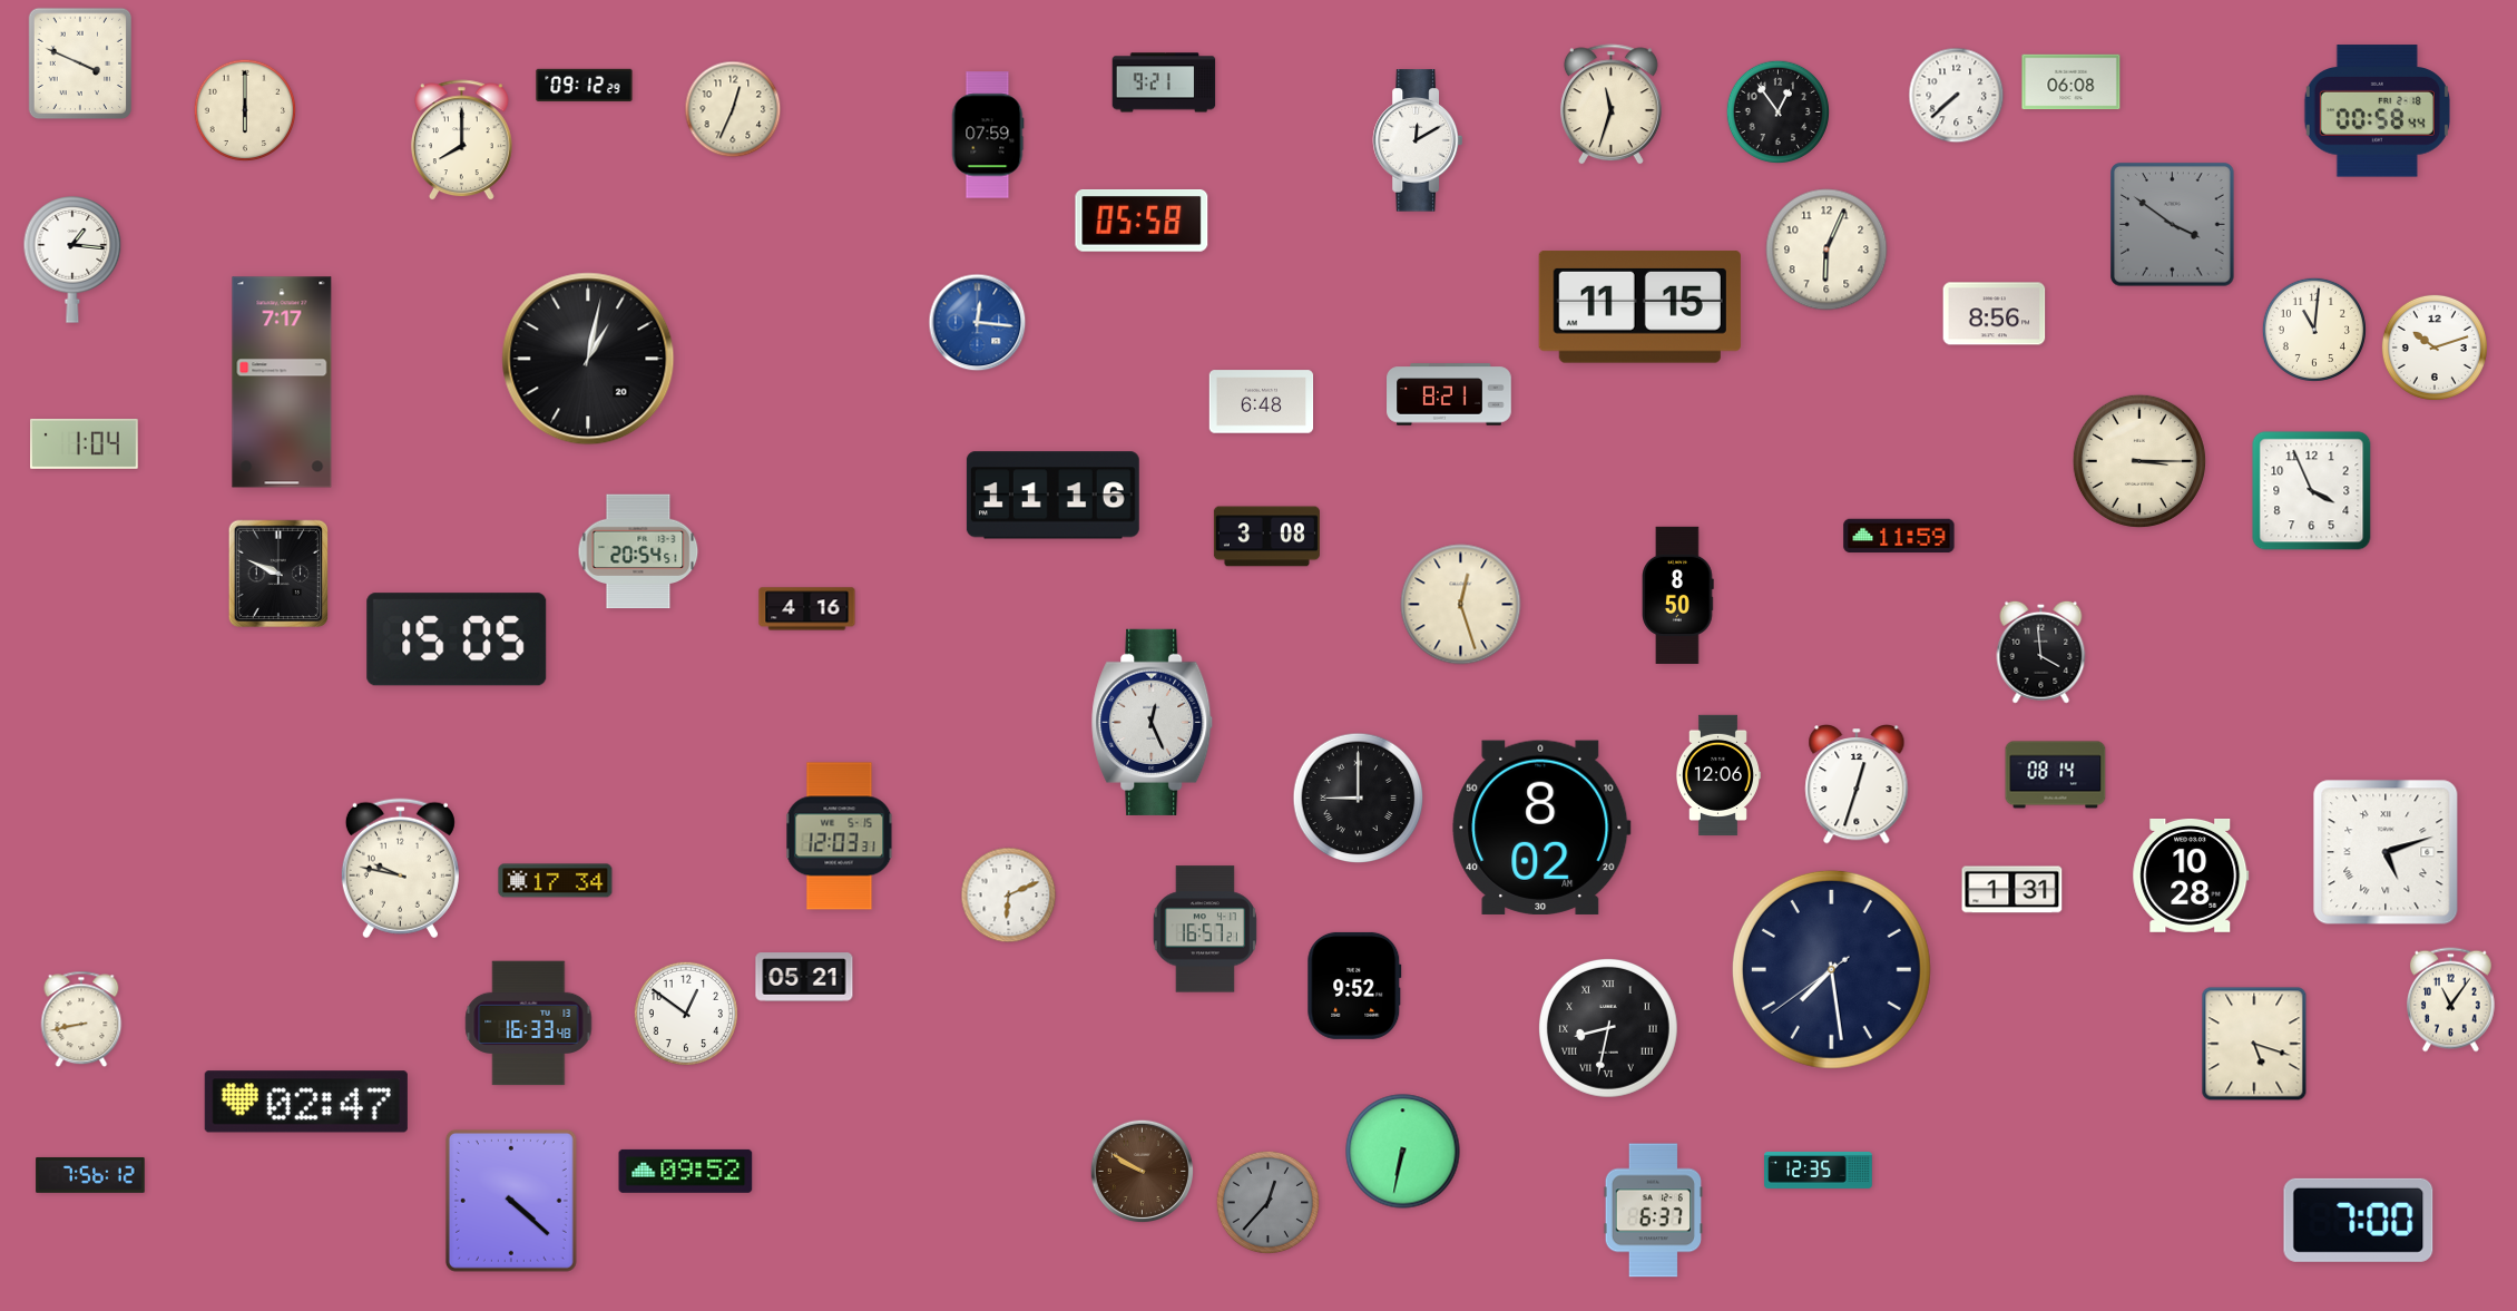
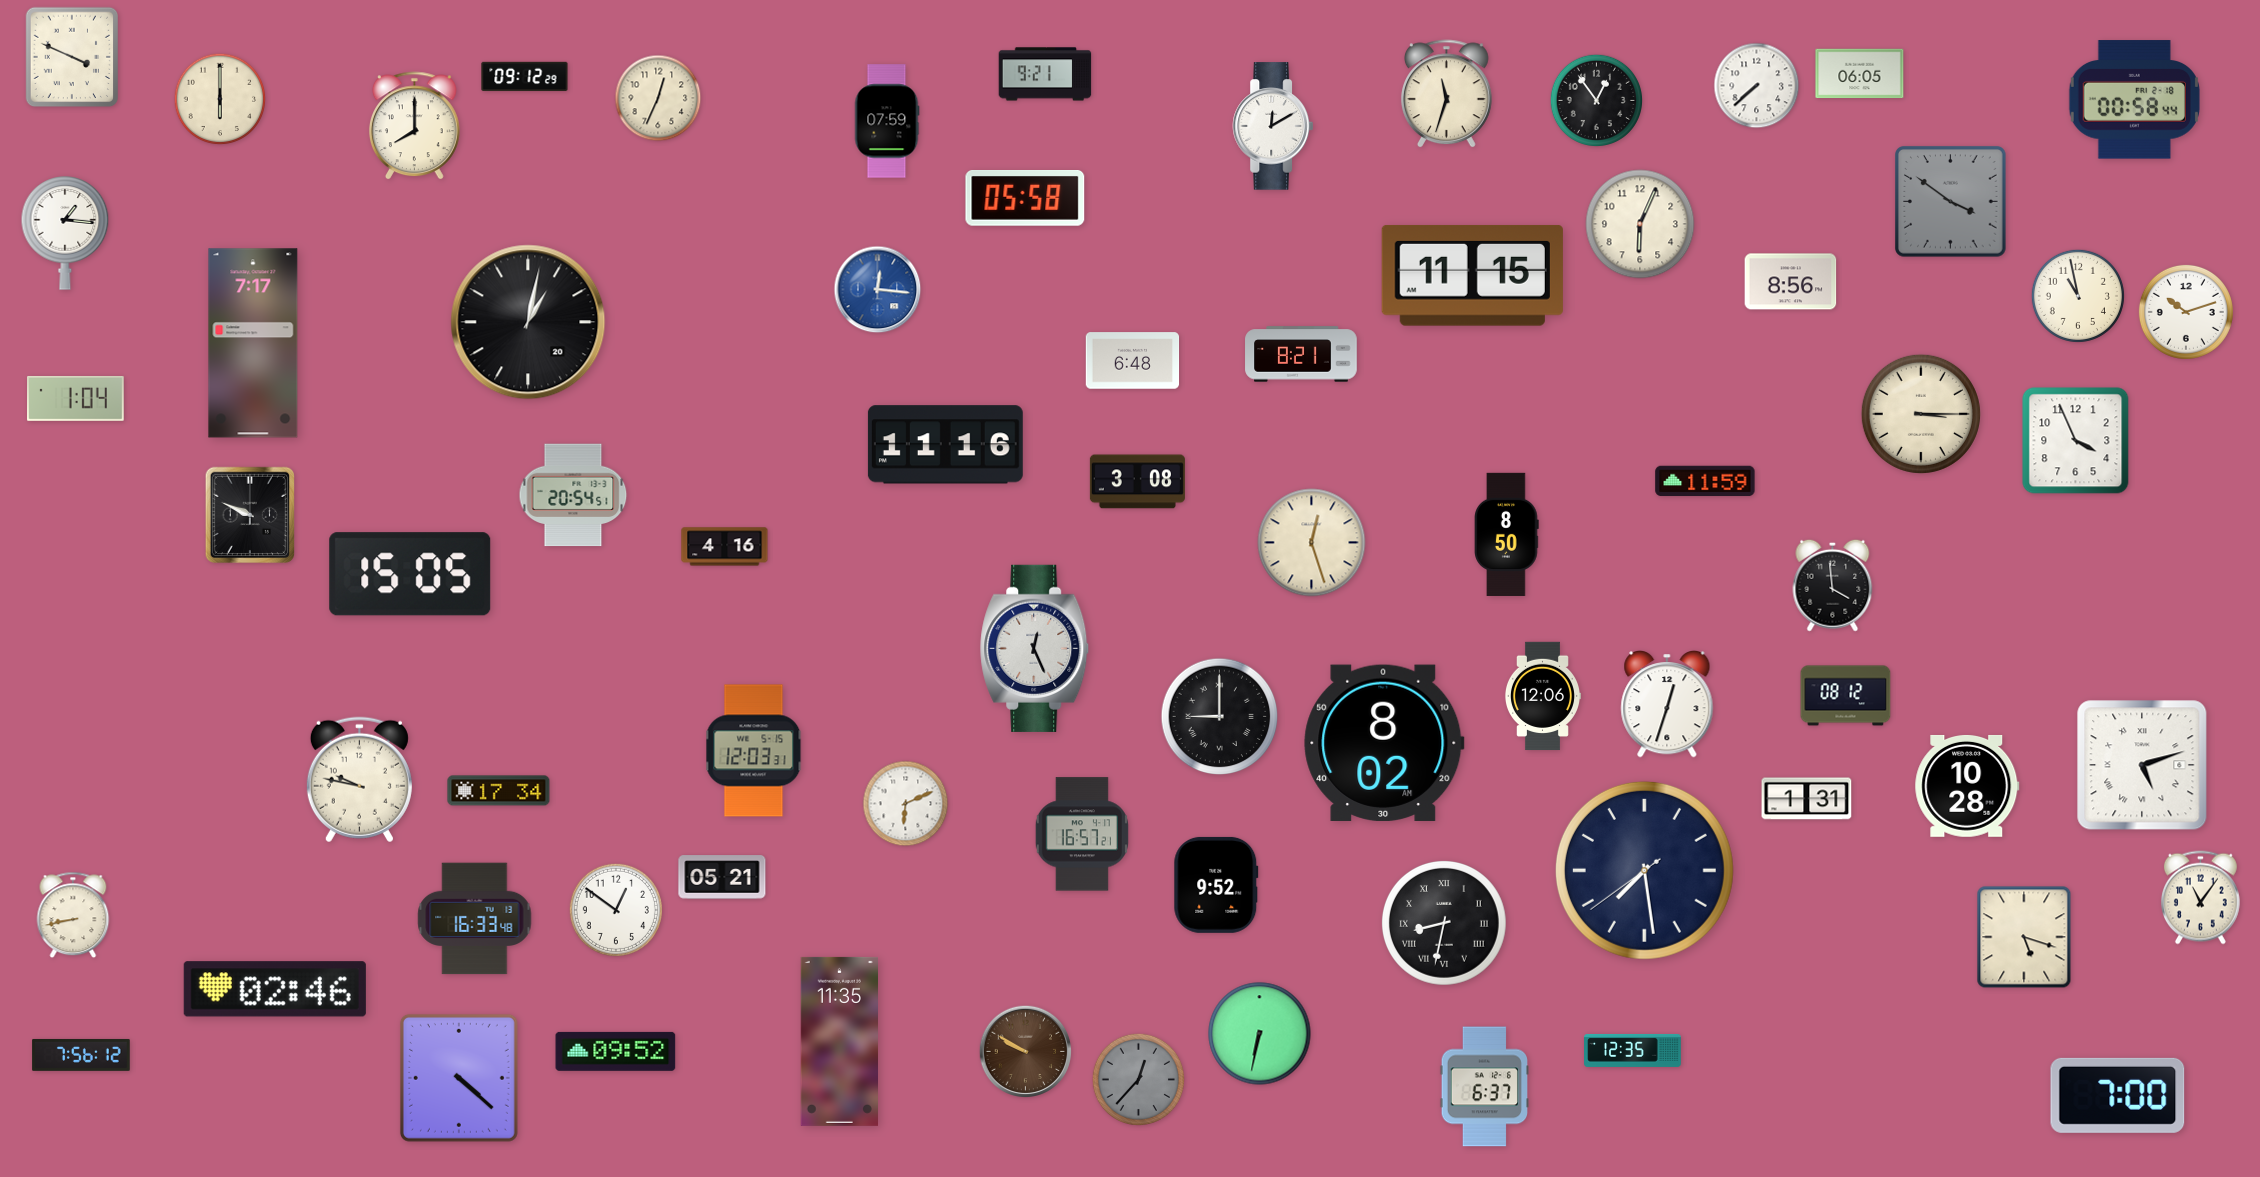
clock at (2072, 82): 06:08 -> 06:05
clock at (2314, 330): 11:01 -> 10:58
clock at (2056, 775): 08:14 -> 08:12
clock at (306, 1102): 02:47 -> 02:46
clock at (839, 1041): none -> 11:35
